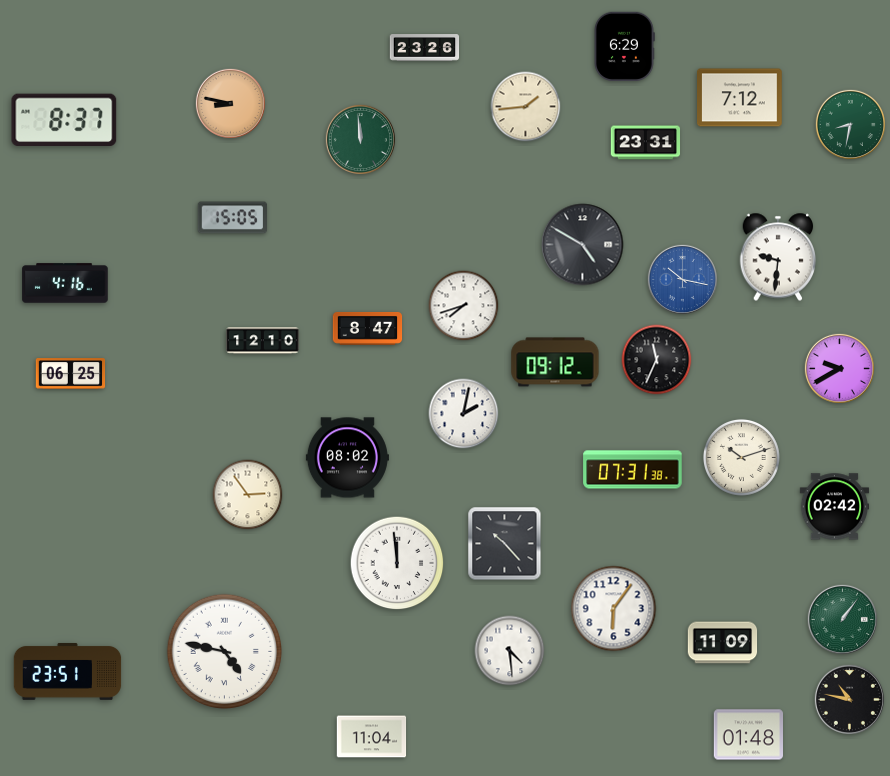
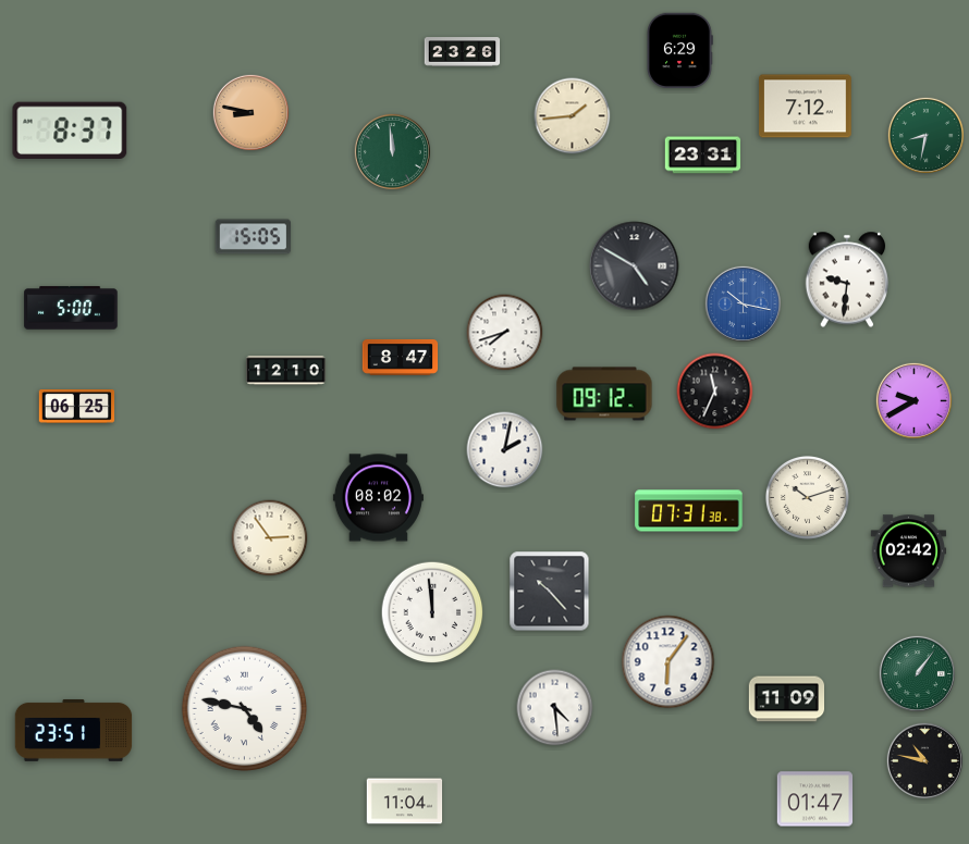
clock at (65, 283): 4:16 -> 5:00
clock at (749, 735): 01:48 -> 01:47
